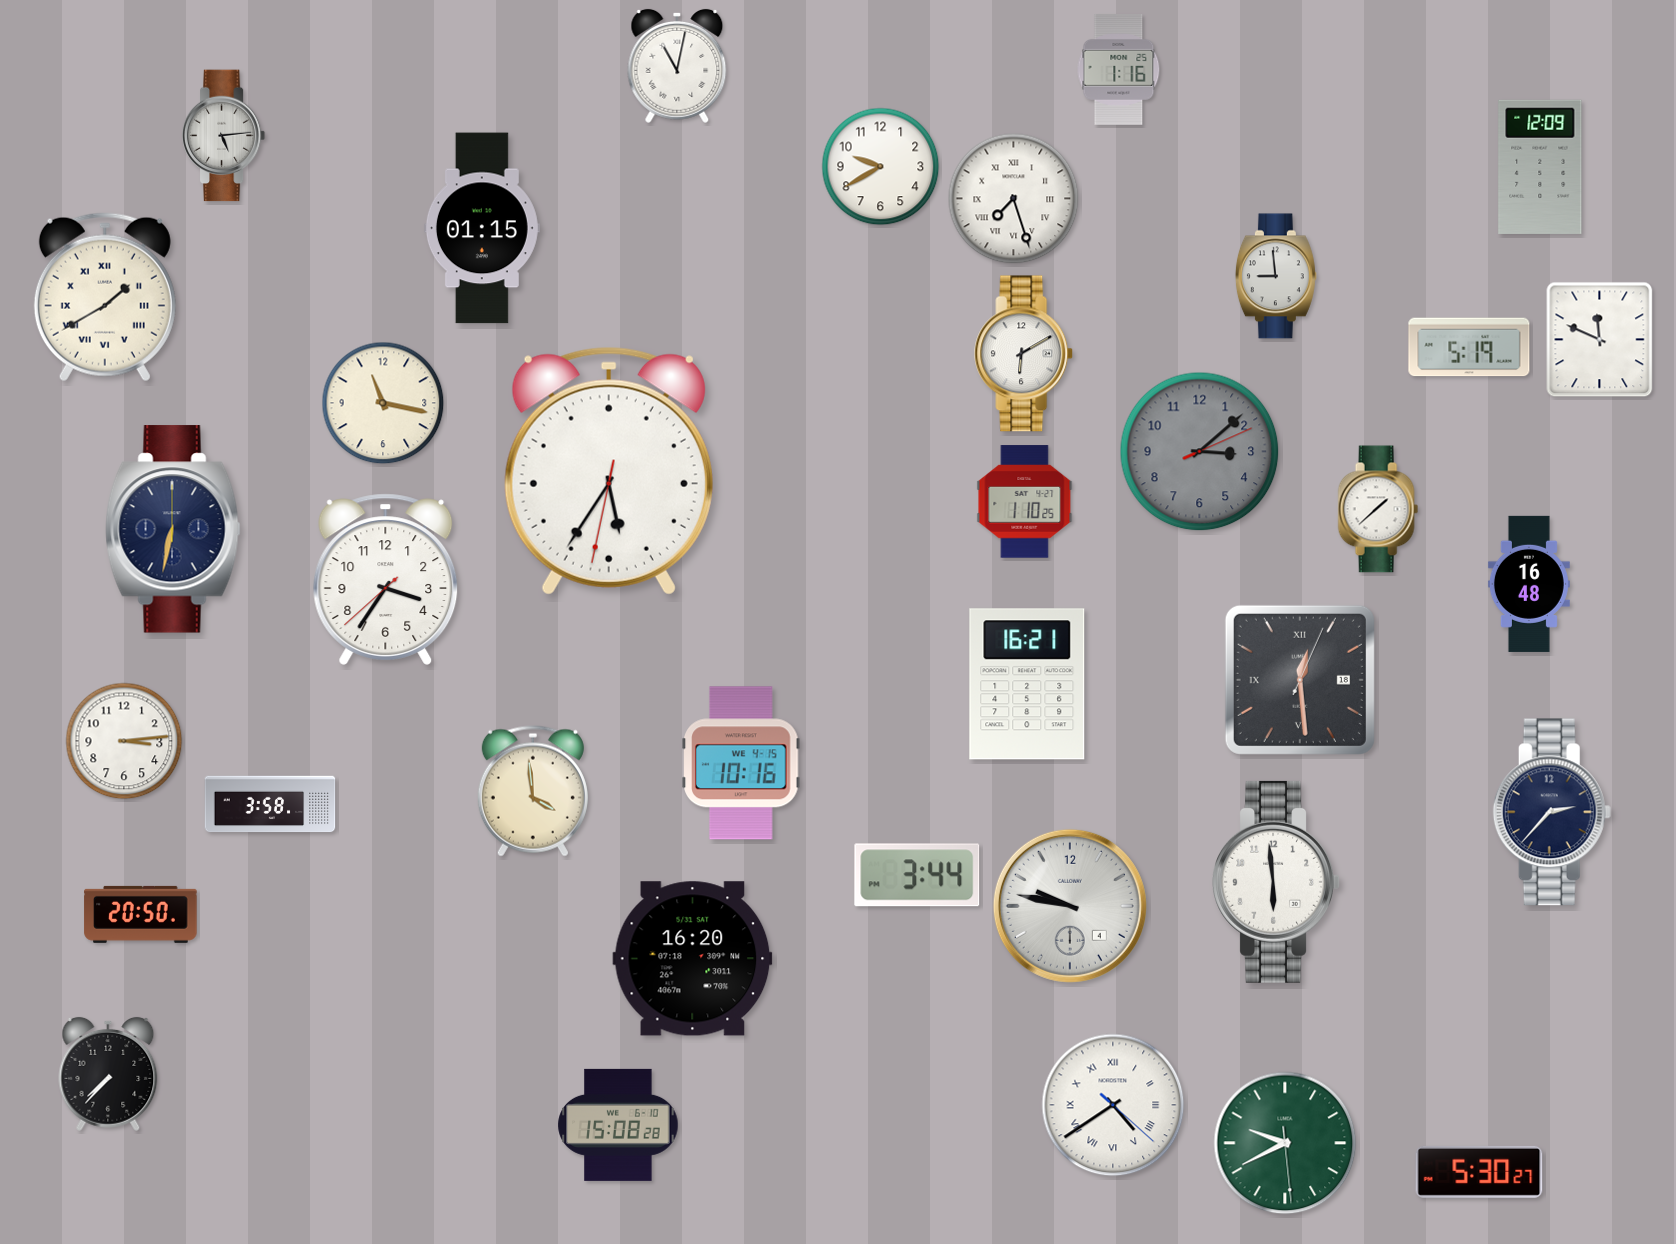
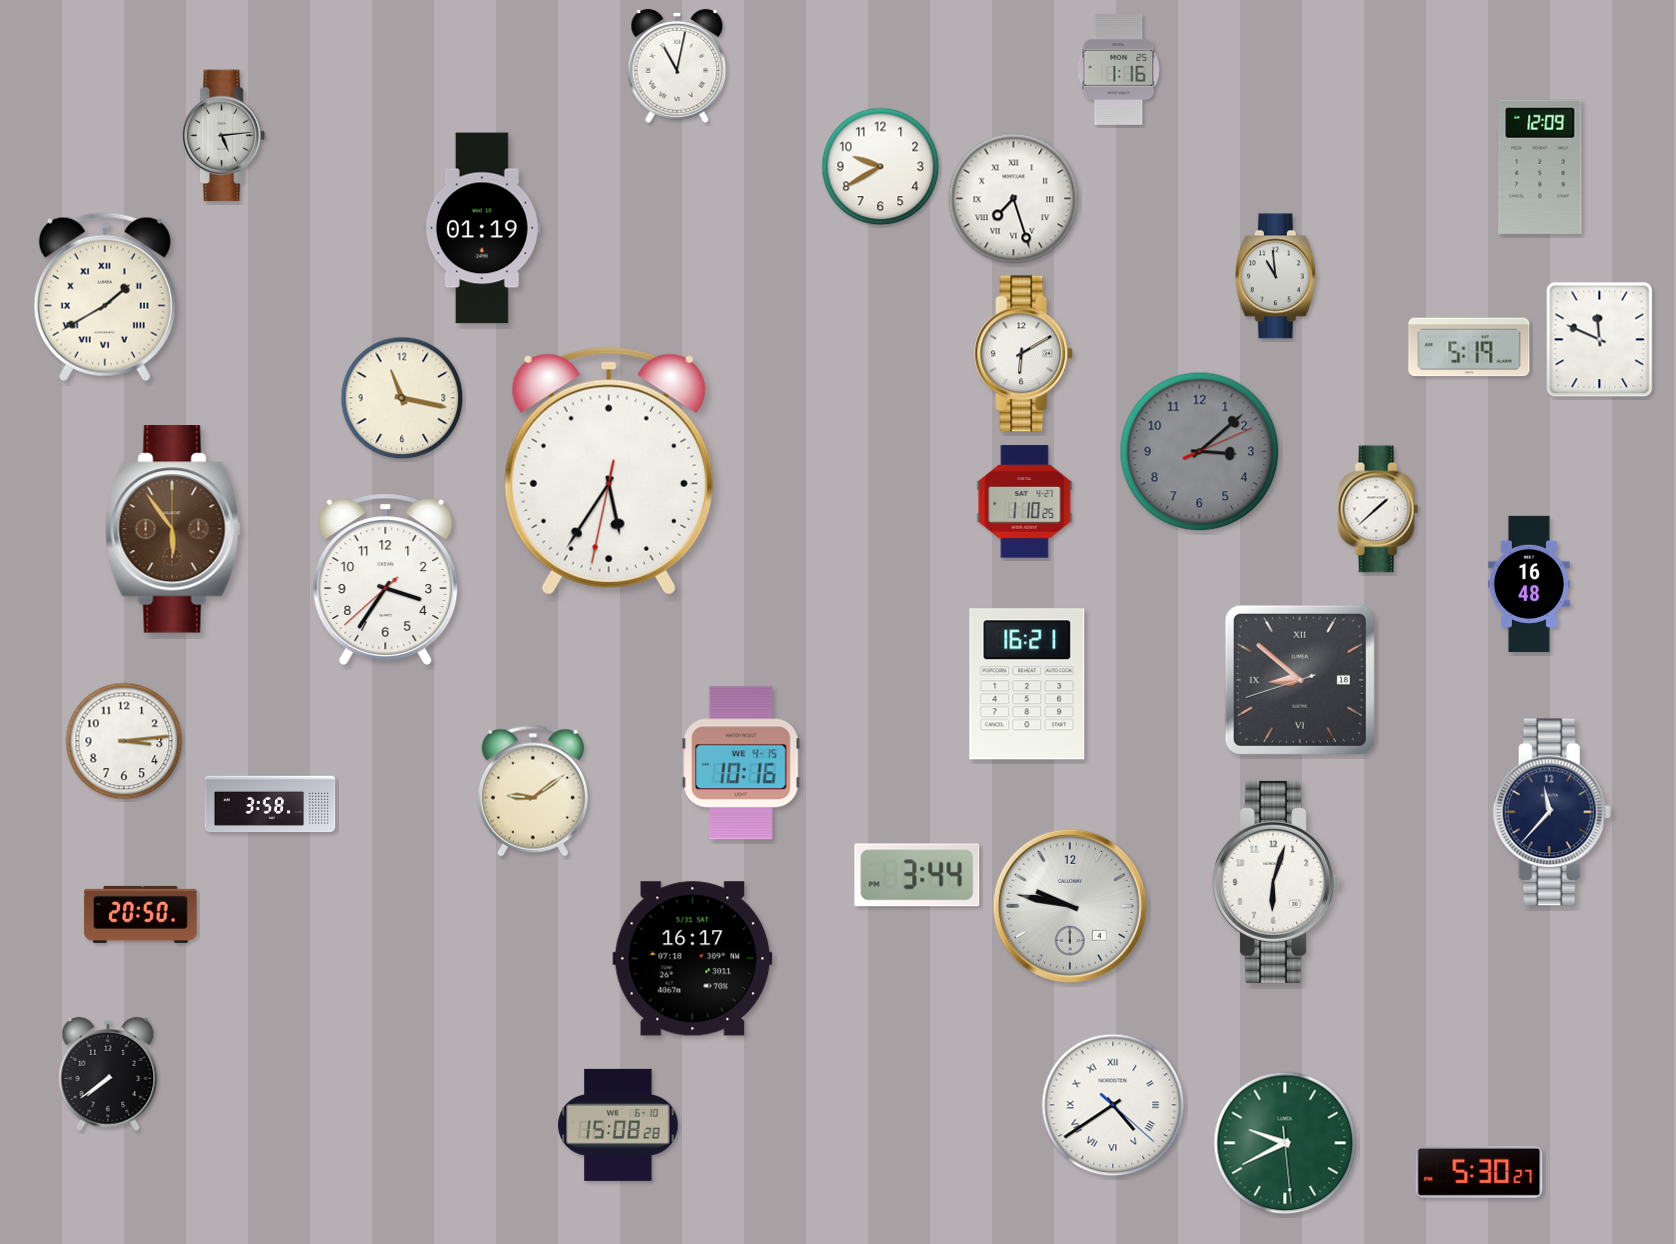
clock at (482, 228): 01:15 -> 01:19
clock at (1276, 276): 8:59 -> 10:59
clock at (383, 403) position: (383, 403) -> (402, 398)
clock at (173, 529): 6:32 -> 5:54
clock at (173, 529) dial: navy -> brown
clock at (1300, 680): 12:29 -> 8:51
clock at (533, 791): 3:59 -> 9:09
clock at (1552, 812): 2:37 -> 11:37
clock at (1276, 882): 5:59 -> 6:03
clock at (693, 959): 16:20 -> 16:17
clock at (108, 1074): 7:37 -> 7:39
